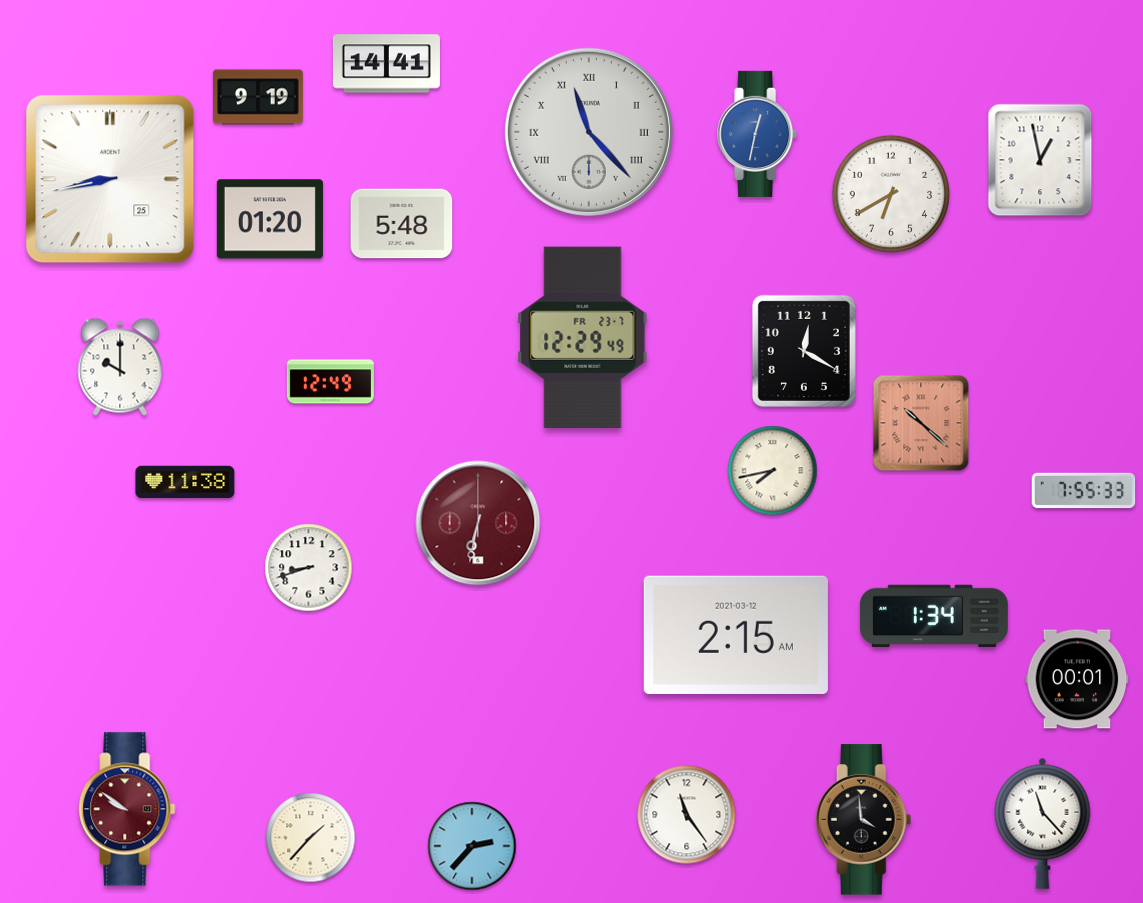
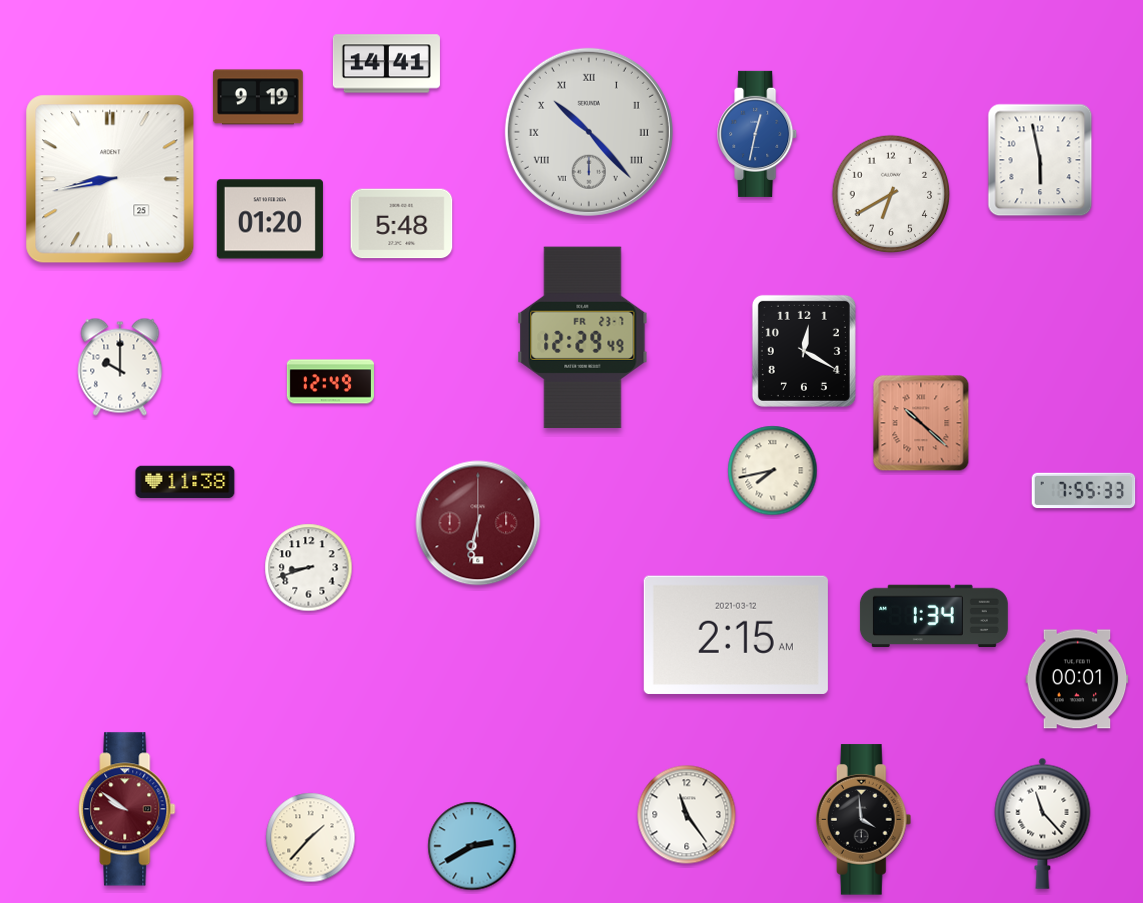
clock at (589, 132): 11:23 -> 10:23
clock at (1040, 160): 12:58 -> 5:58
clock at (472, 846): 2:37 -> 2:40
